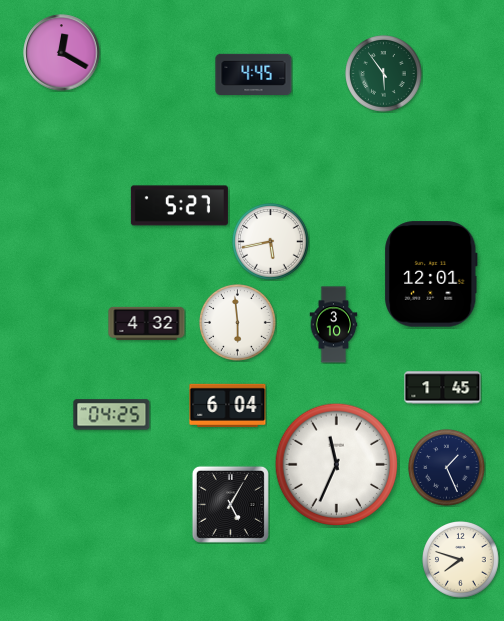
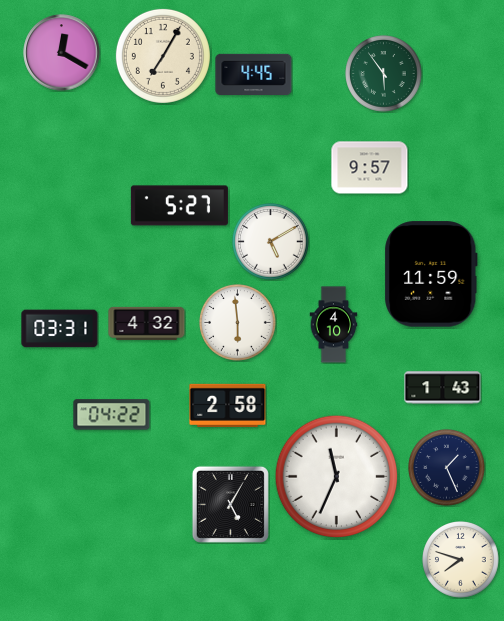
clock at (163, 56): none -> 7:05
clock at (370, 168): none -> 9:57
clock at (271, 242): 5:43 -> 5:10
clock at (431, 274): 12:01 -> 11:59
clock at (334, 325): 3:10 -> 4:10
clock at (60, 329): none -> 03:31
clock at (443, 388): 1:45 -> 1:43
clock at (228, 405): 6:04 -> 2:58
clock at (112, 415): 04:25 -> 04:22
clock at (337, 465) position: (337, 465) -> (337, 477)
